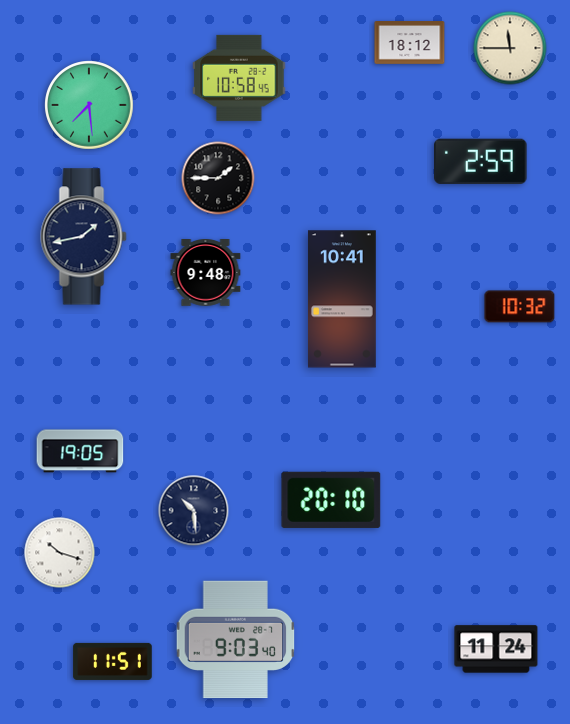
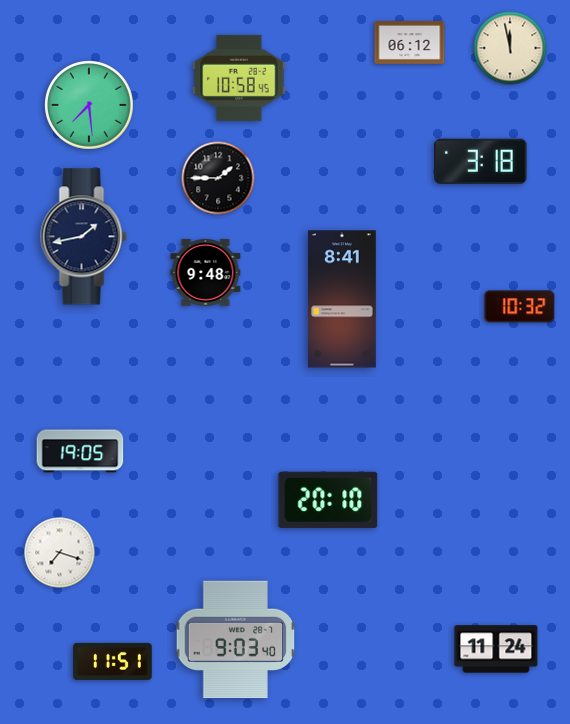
clock at (410, 43): 18:12 -> 06:12
clock at (510, 48): 11:45 -> 11:58
clock at (481, 161): 2:59 -> 3:18
clock at (342, 299): 10:41 -> 8:41
clock at (331, 500) position: (331, 500) -> (328, 500)
clock at (194, 511): 10:29 -> none
clock at (60, 553): 10:18 -> 7:18
